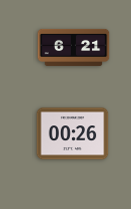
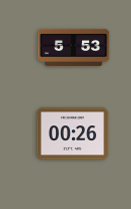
clock at (74, 47): 6:21 -> 5:53
